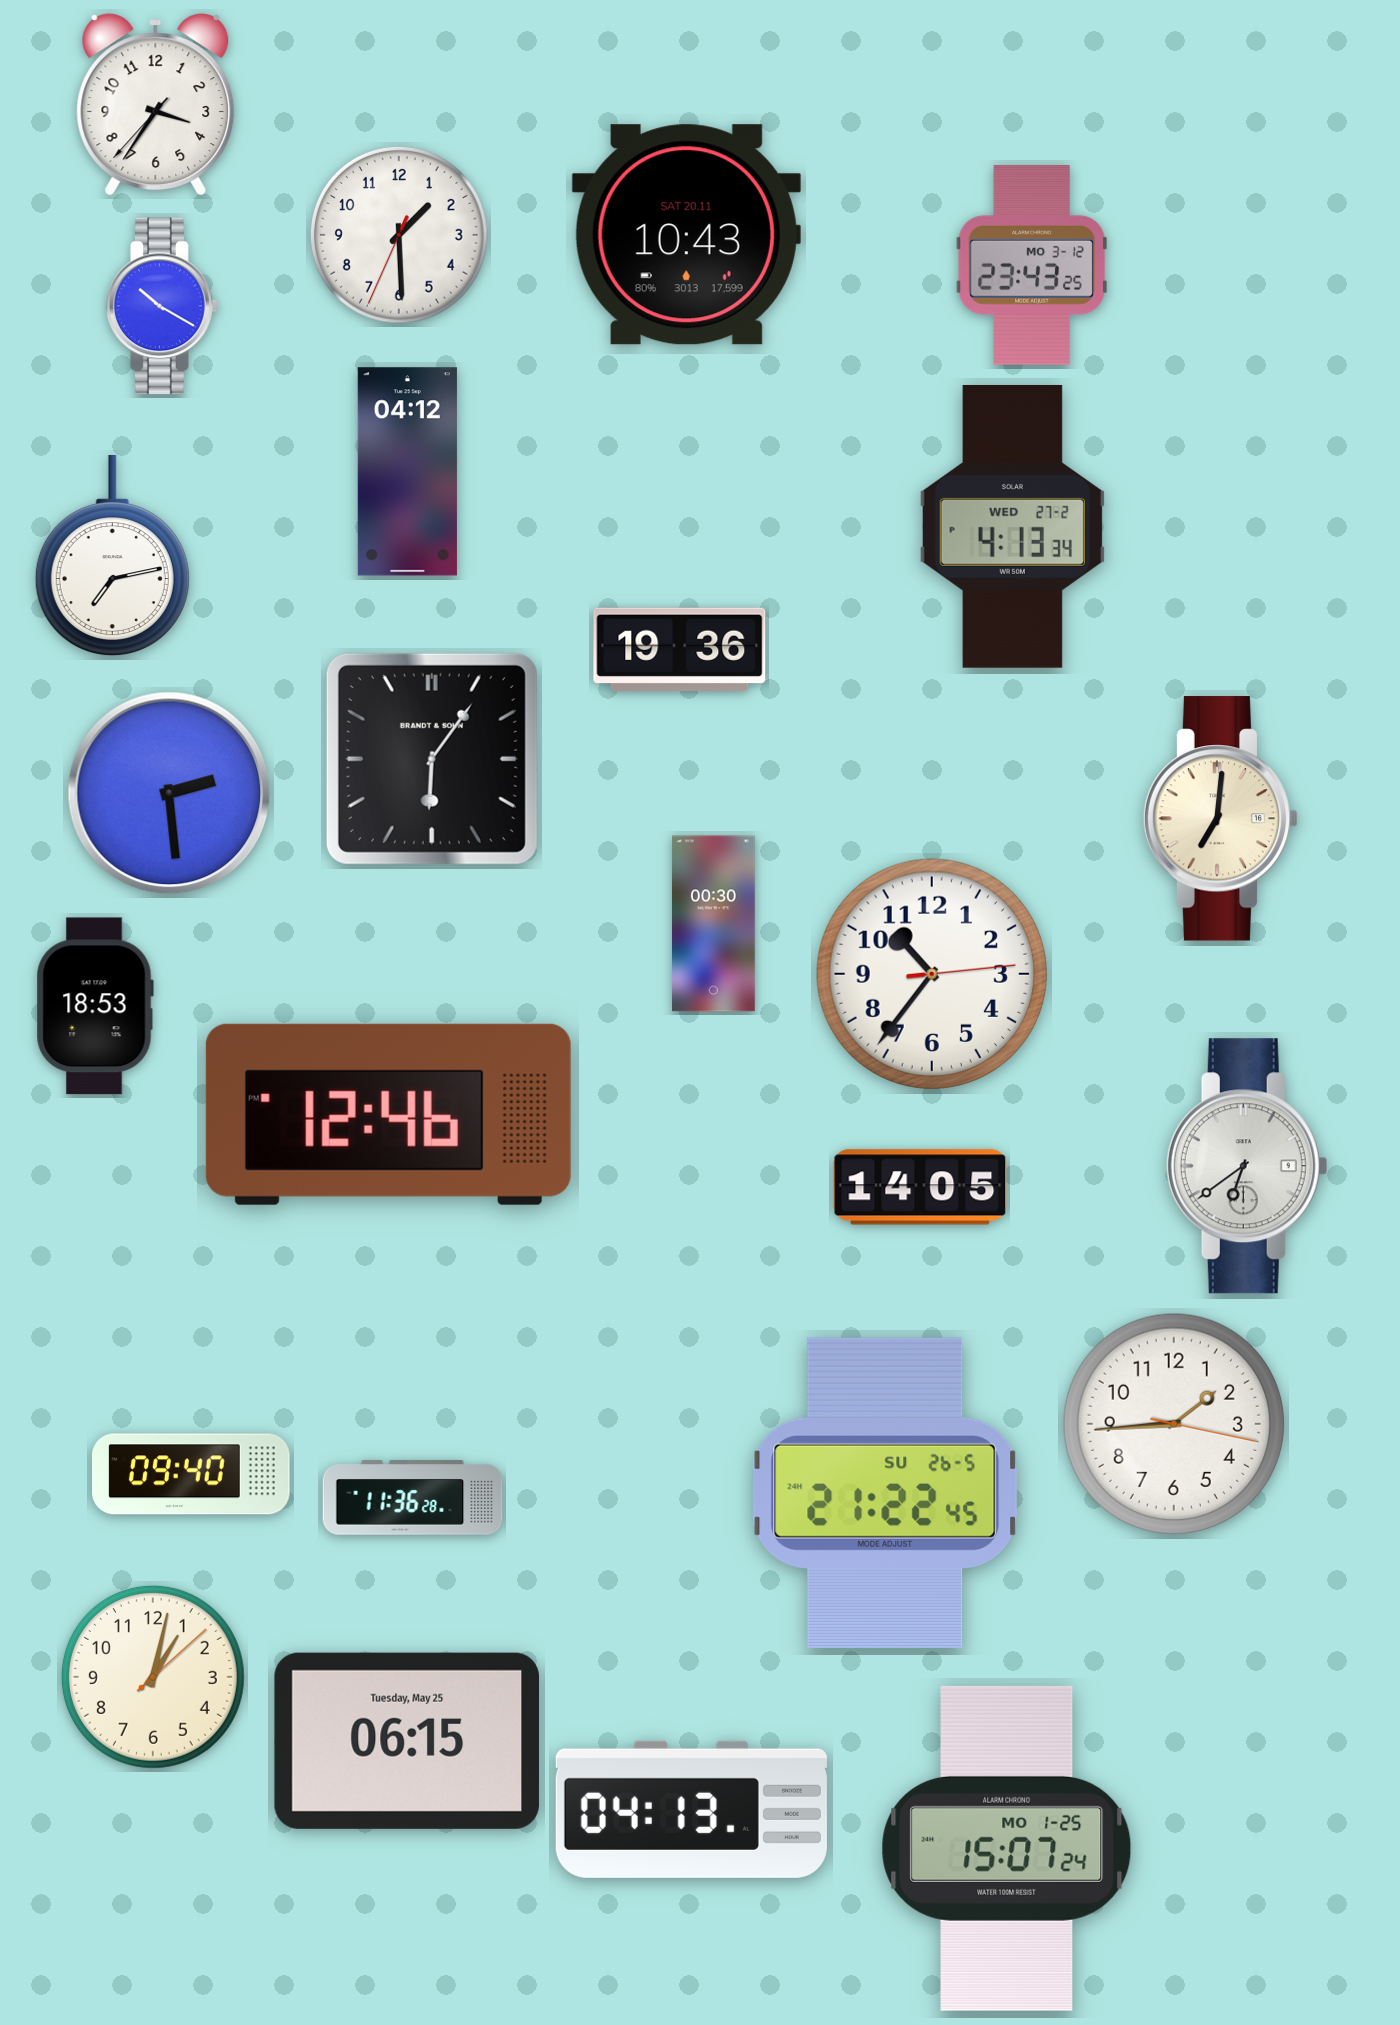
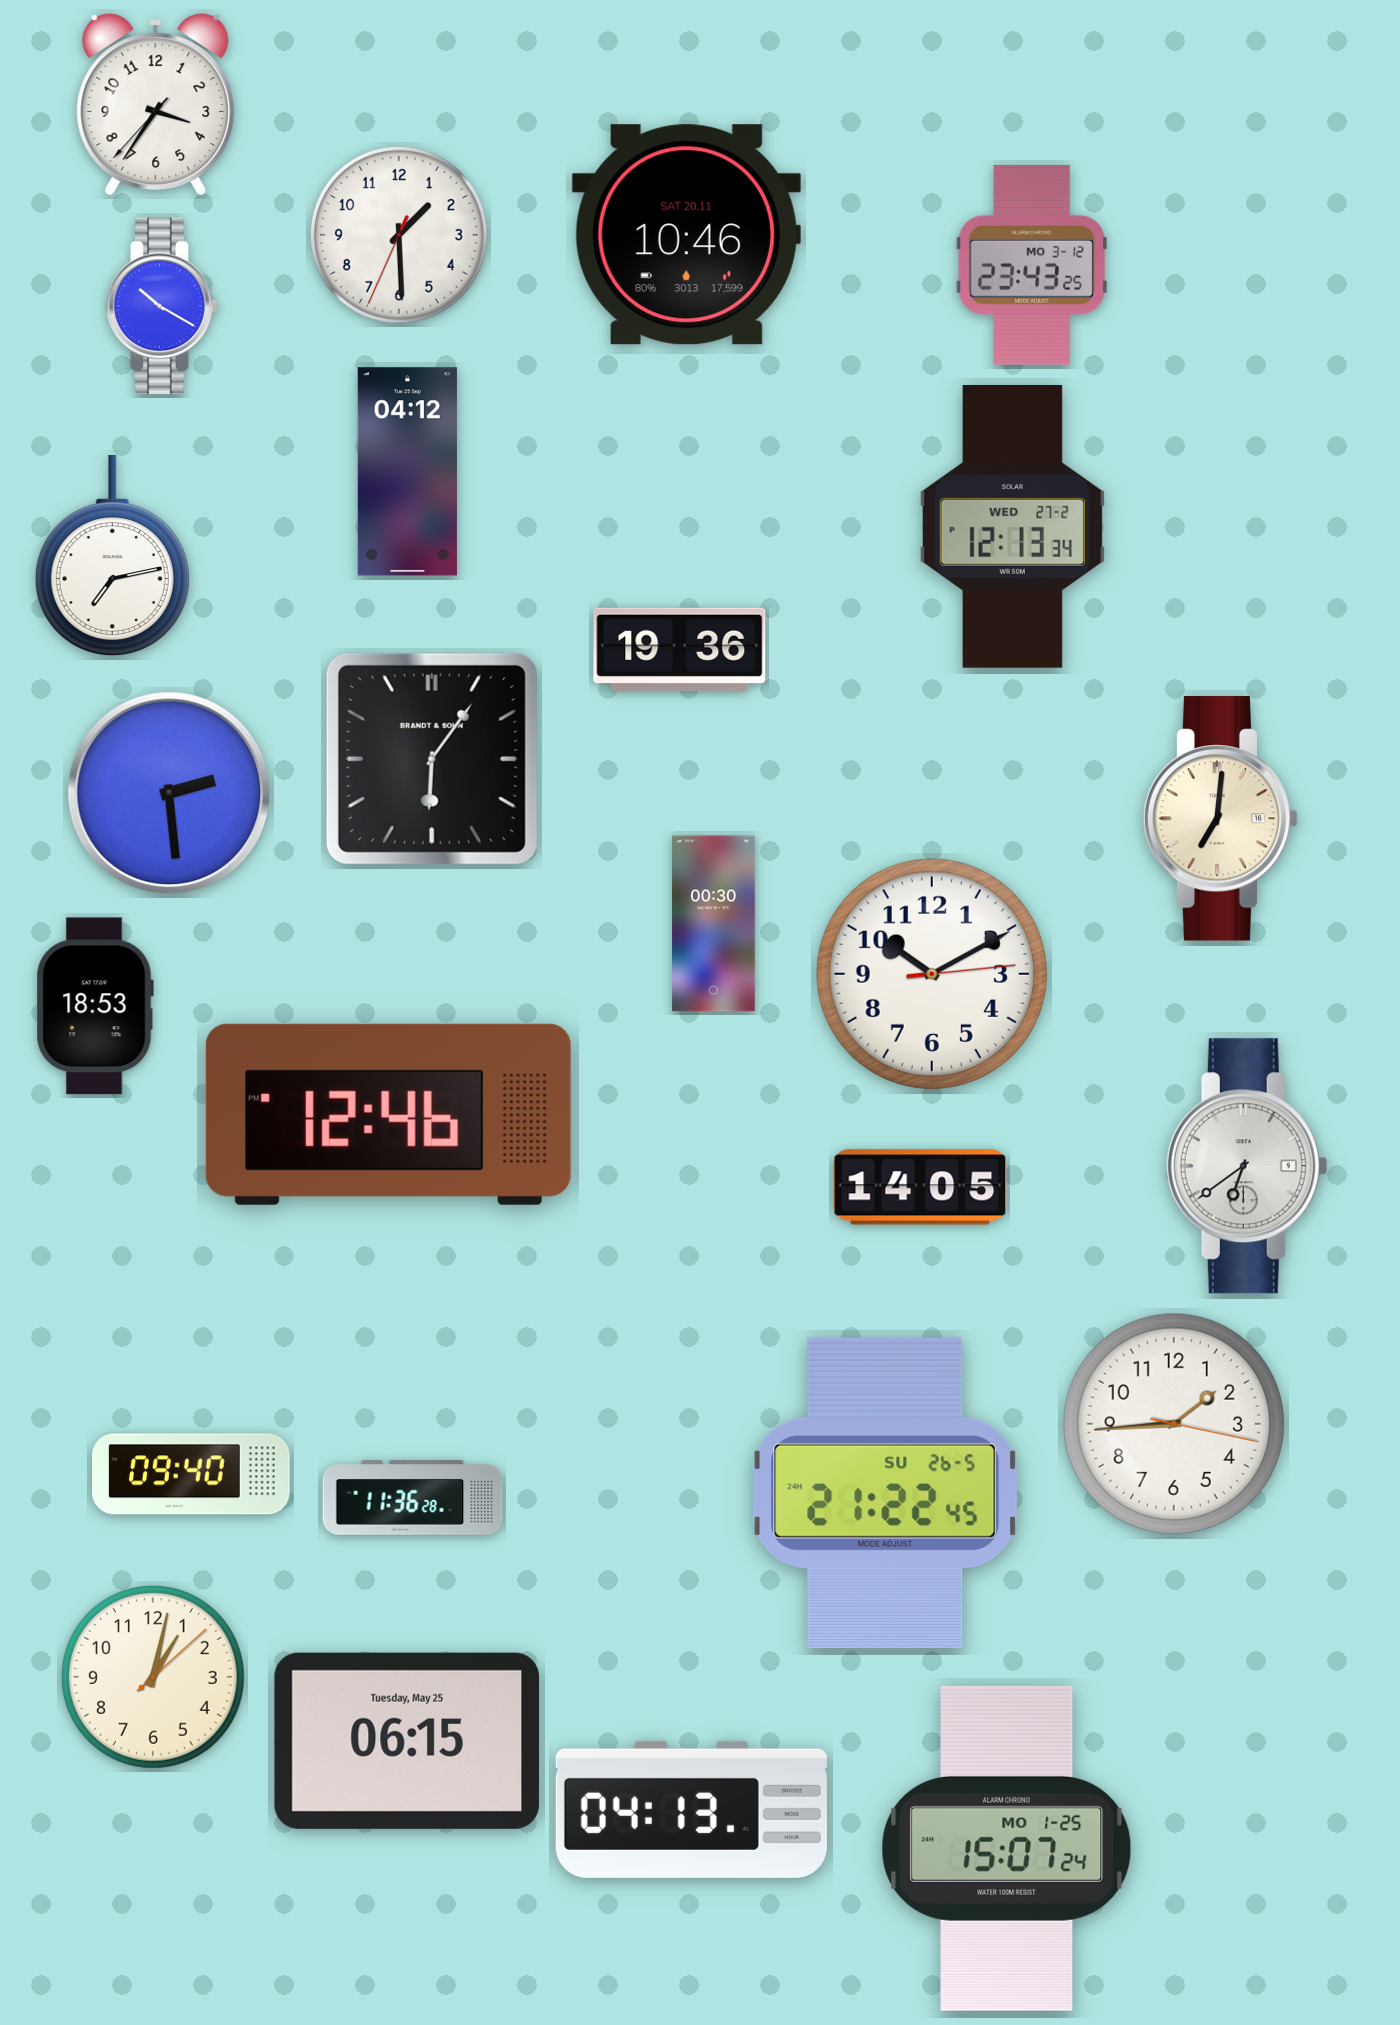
clock at (686, 235): 10:43 -> 10:46
clock at (1012, 526): 4:13 -> 12:13
clock at (931, 973): 10:36 -> 10:10
